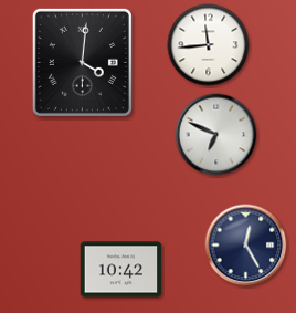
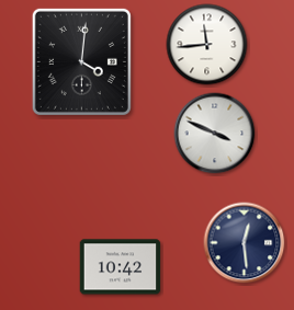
clock at (216, 135): 6:49 -> 3:49
clock at (246, 246): 12:25 -> 12:29
